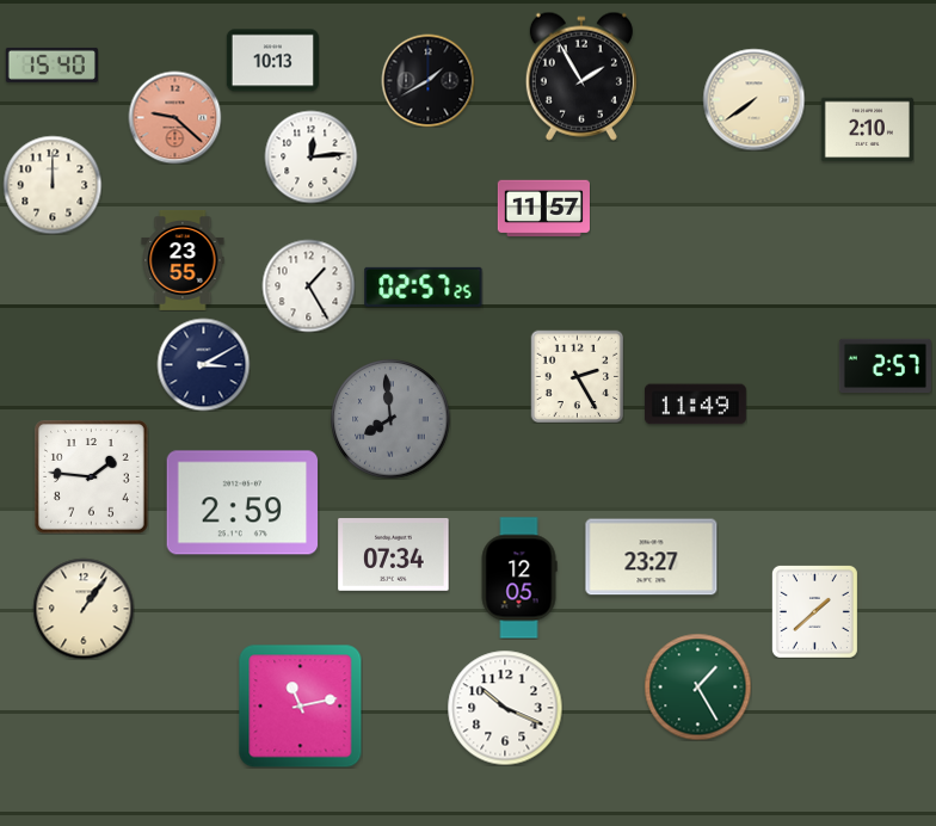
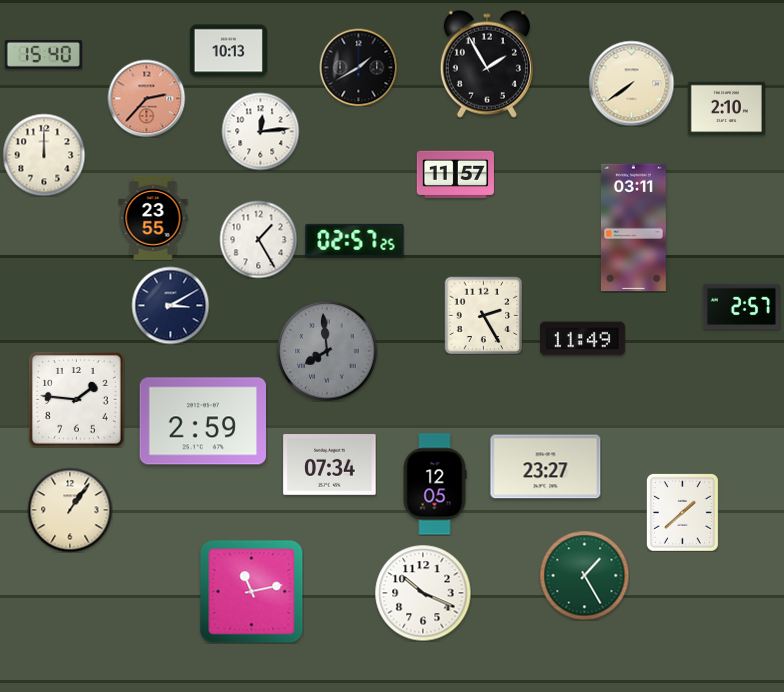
clock at (174, 117): 9:22 -> 2:37
clock at (633, 228): none -> 03:11
